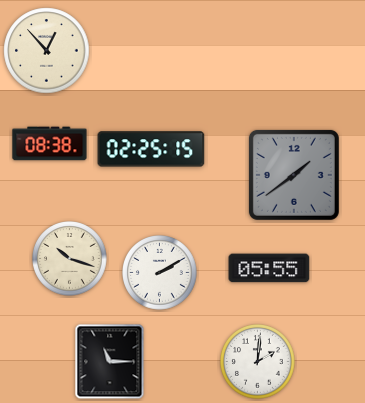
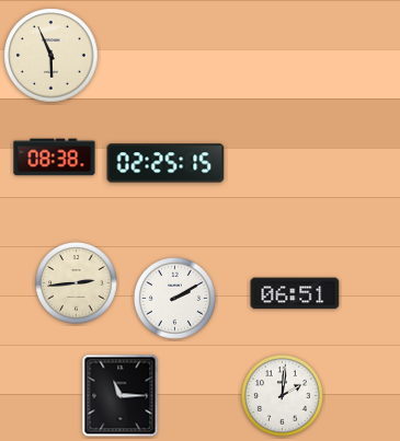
clock at (47, 51): 12:53 -> 5:56
clock at (294, 175): 1:39 -> none
clock at (70, 259): 10:18 -> 2:44
clock at (269, 268): 05:55 -> 06:51
